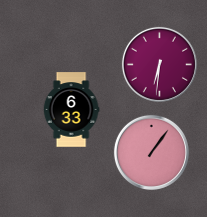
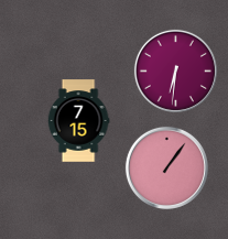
clock at (71, 110): 6:33 -> 7:15
